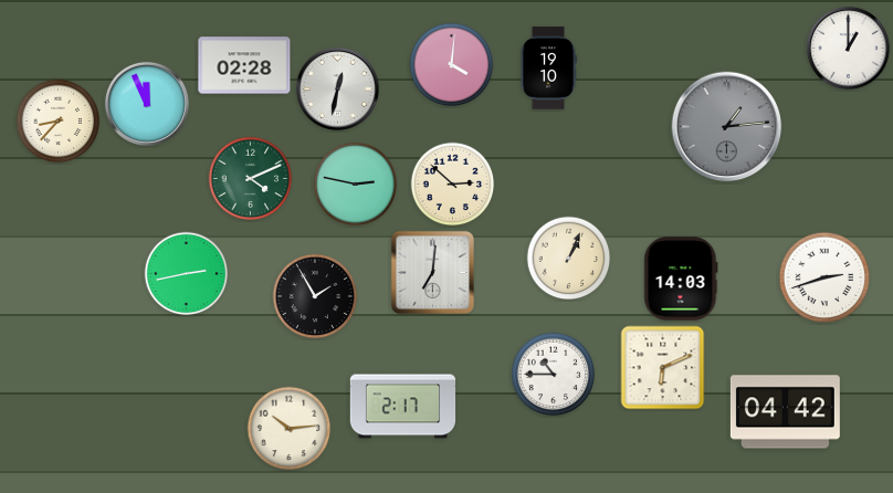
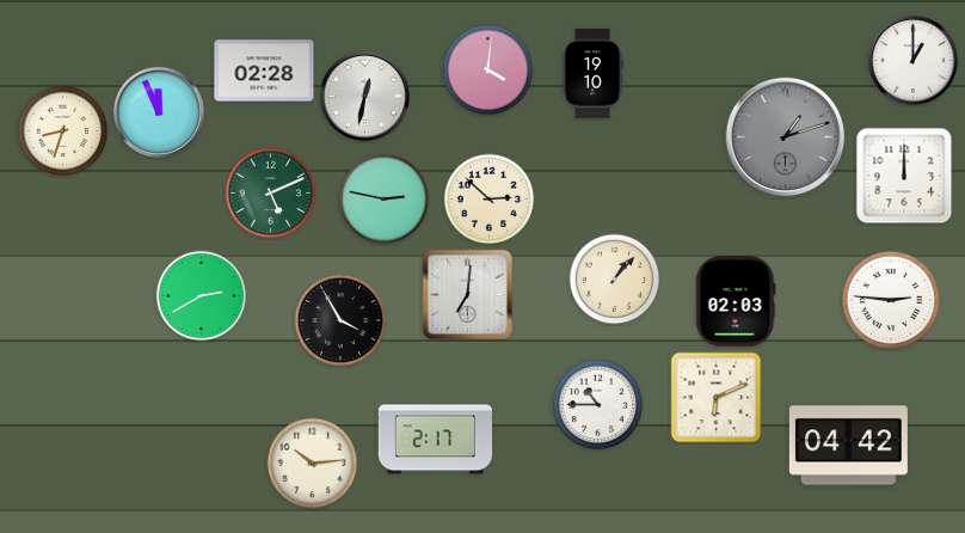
clock at (848, 48) position: (848, 48) -> (912, 60)
clock at (59, 122): 8:37 -> 8:33
clock at (727, 127): 1:14 -> 1:12
clock at (904, 176): none -> 12:00
clock at (251, 179): 4:11 -> 5:11
clock at (569, 259): 1:04 -> 1:07
clock at (187, 274): 2:43 -> 2:40
clock at (824, 277): 2:42 -> 2:46
clock at (681, 279): 14:03 -> 02:03
clock at (315, 296): 1:55 -> 3:55
